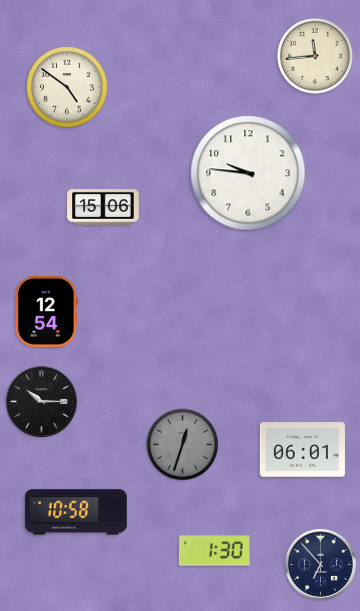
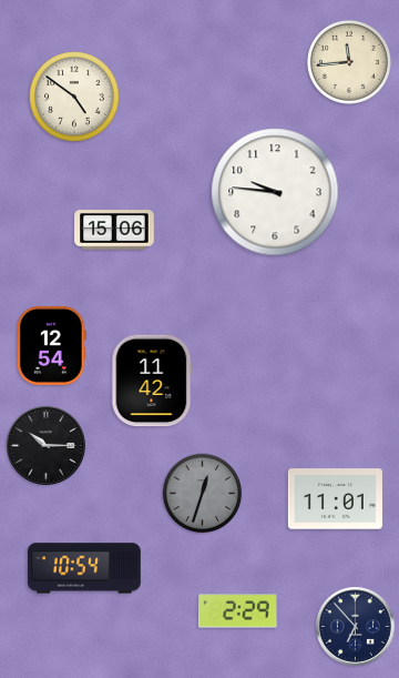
clock at (152, 381): none -> 11:42
clock at (302, 450): 06:01 -> 11:01
clock at (76, 512): 10:58 -> 10:54
clock at (214, 551): 1:30 -> 2:29
